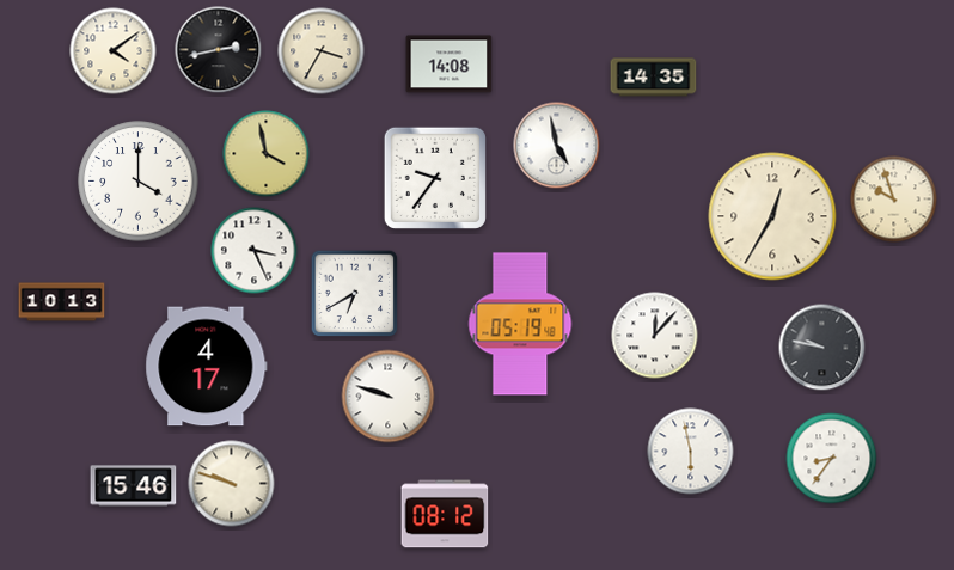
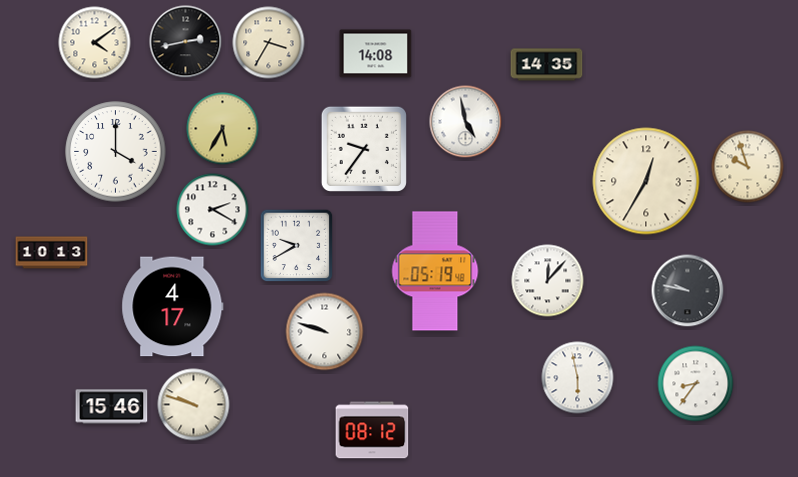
clock at (219, 50) position: (219, 50) -> (186, 42)
clock at (267, 154): 3:58 -> 5:35
clock at (255, 251): 3:26 -> 2:20
clock at (355, 294): 6:40 -> 9:40
